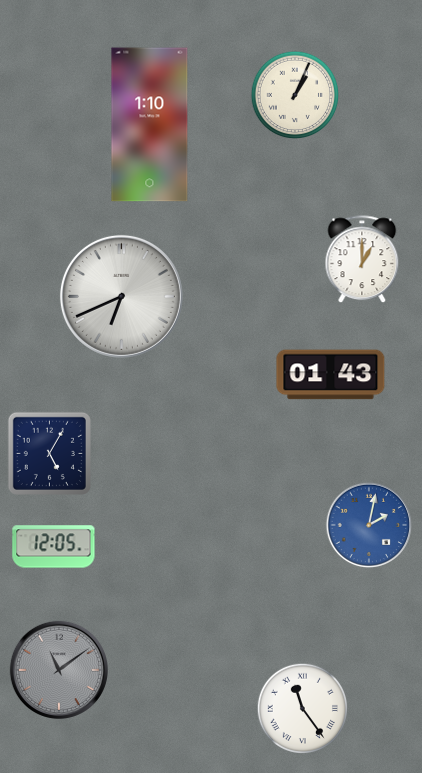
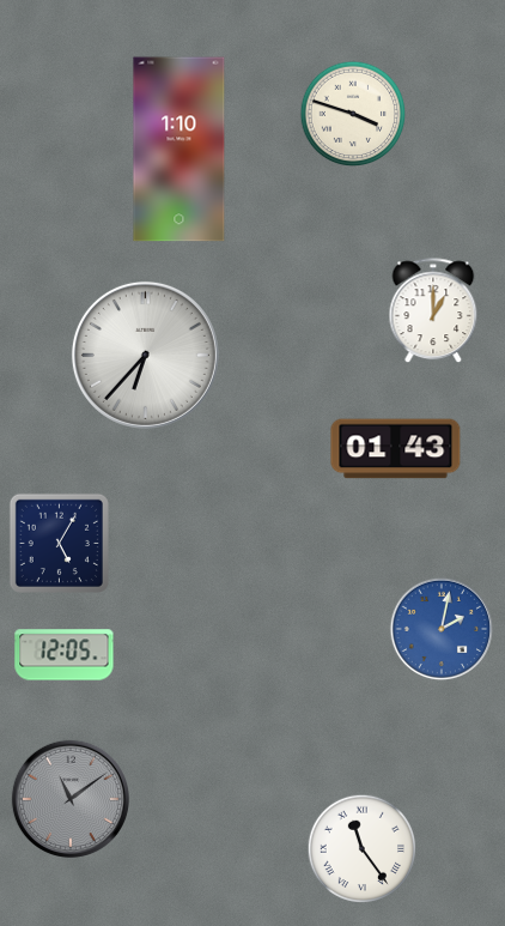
clock at (295, 95): 1:04 -> 3:48
clock at (121, 296): 6:41 -> 6:37
clock at (59, 670) position: (59, 670) -> (71, 799)
